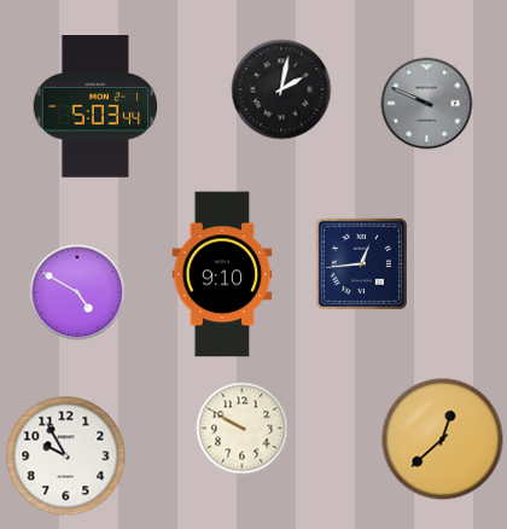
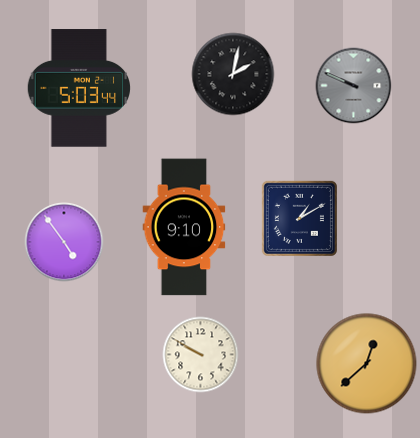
clock at (361, 263): 12:44 -> 1:10
clock at (77, 292): 4:50 -> 4:54
clock at (66, 457): 9:55 -> none
